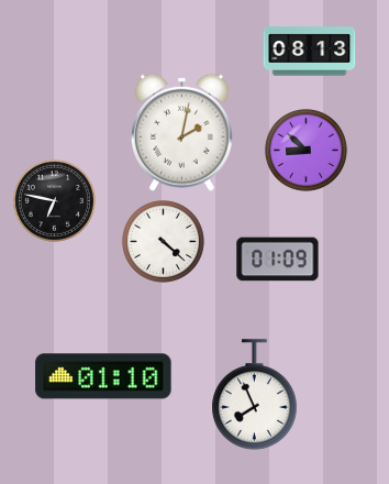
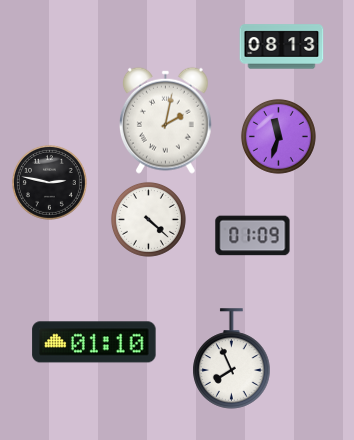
clock at (305, 150): 8:52 -> 11:33
clock at (54, 200): 6:47 -> 2:47
